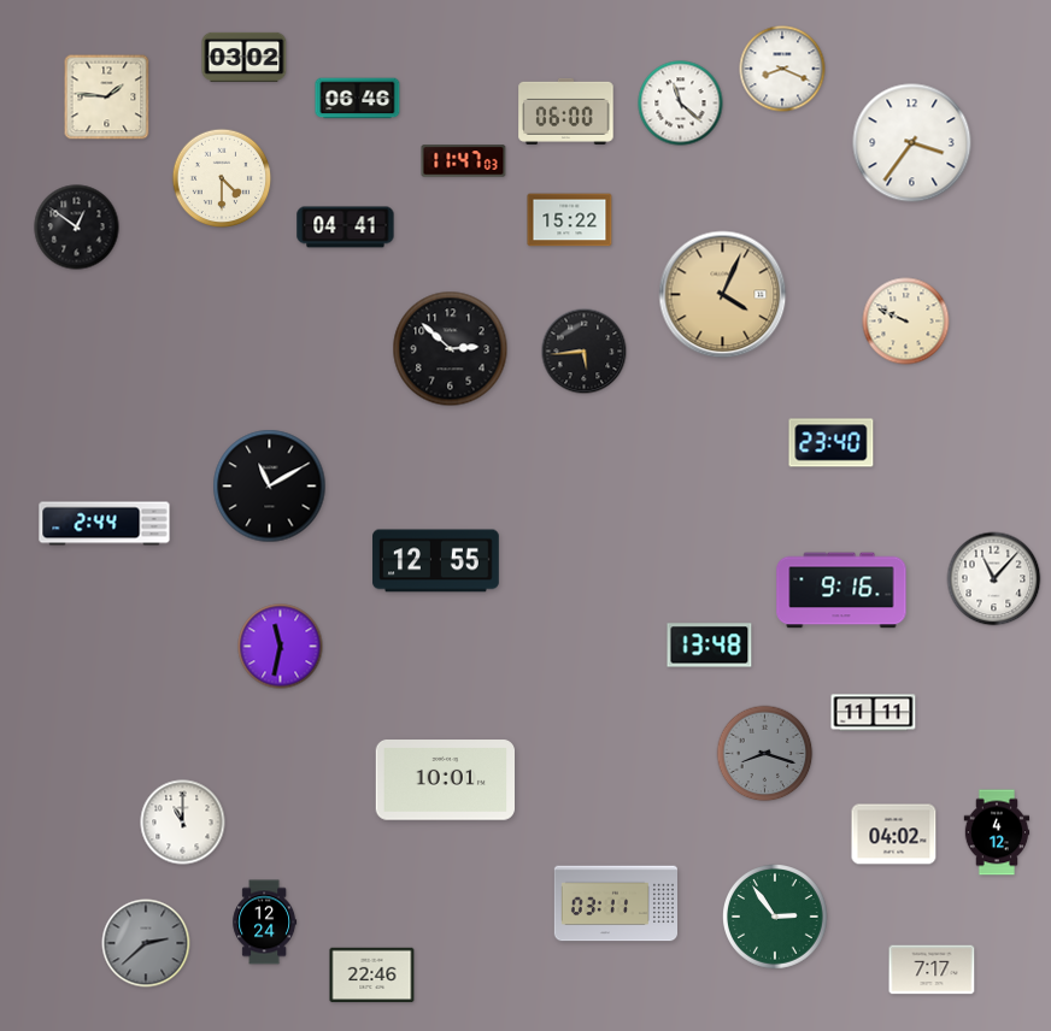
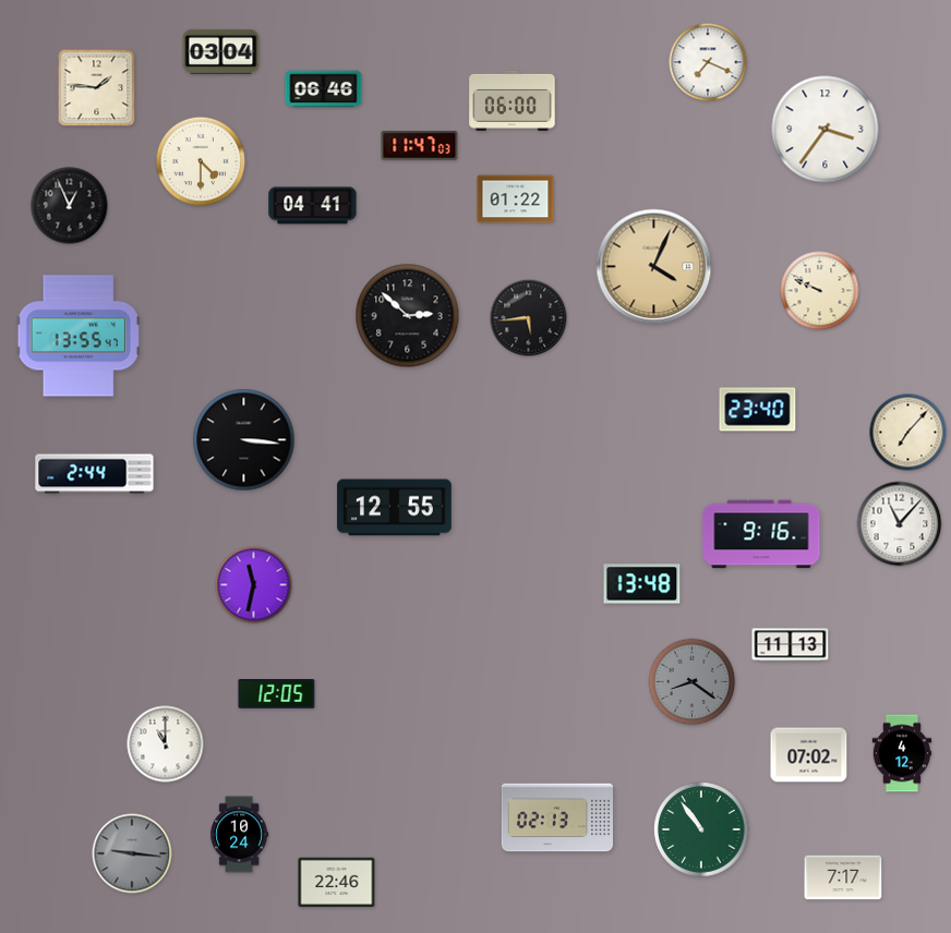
clock at (245, 57): 03:02 -> 03:04
clock at (782, 69): 8:19 -> 7:19
clock at (681, 104): 11:22 -> none
clock at (570, 220): 15:22 -> 01:22
clock at (77, 228): 12:51 -> 12:56
clock at (79, 336): none -> 13:55
clock at (832, 443) position: (832, 443) -> (758, 410)
clock at (908, 433): none -> 7:07
clock at (270, 487): 11:10 -> 3:16
clock at (874, 713): 11:11 -> 11:13
clock at (765, 754): 8:18 -> 8:21
clock at (277, 694): none -> 12:05
clock at (445, 780): 10:01 -> none
clock at (894, 835): 04:02 -> 07:02
clock at (615, 903): 03:11 -> 02:13
clock at (776, 918): 2:54 -> 10:54
clock at (265, 923): 12:24 -> 10:24
clock at (146, 943): 2:38 -> 9:16
